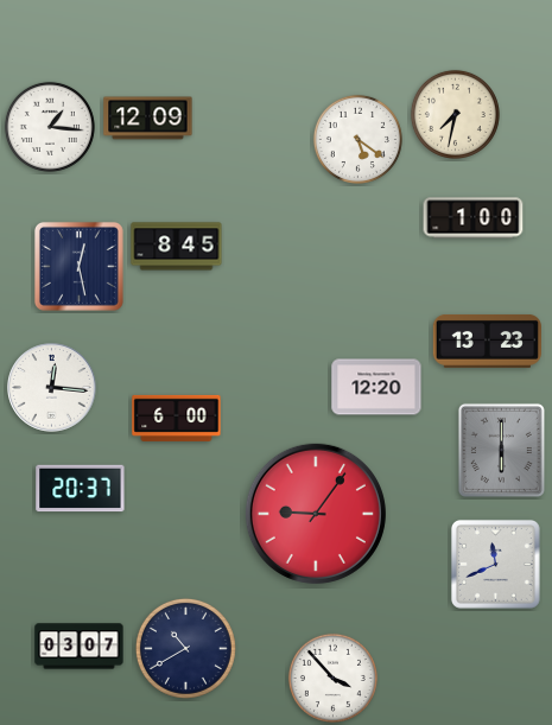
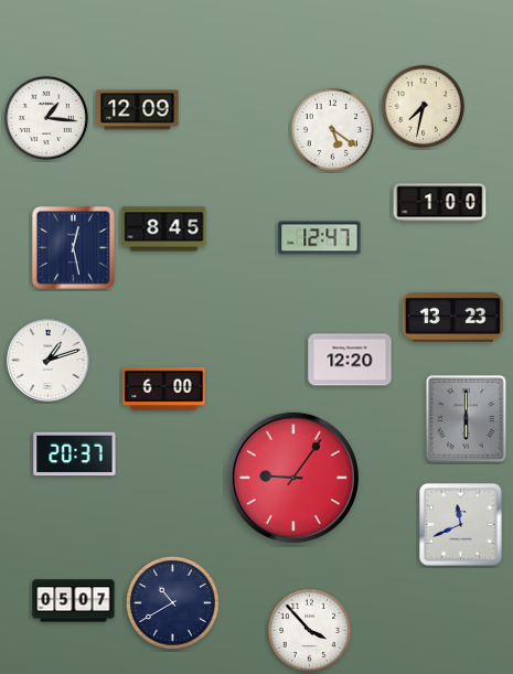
clock at (320, 238): none -> 12:47
clock at (52, 388): 12:16 -> 1:12
clock at (80, 647): 03:07 -> 05:07
